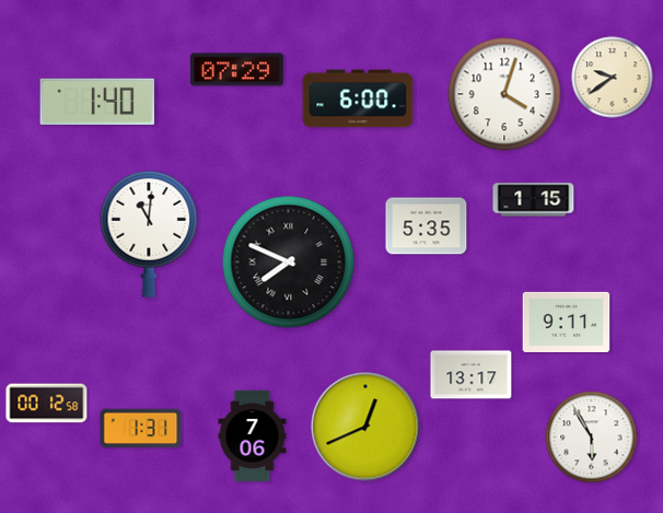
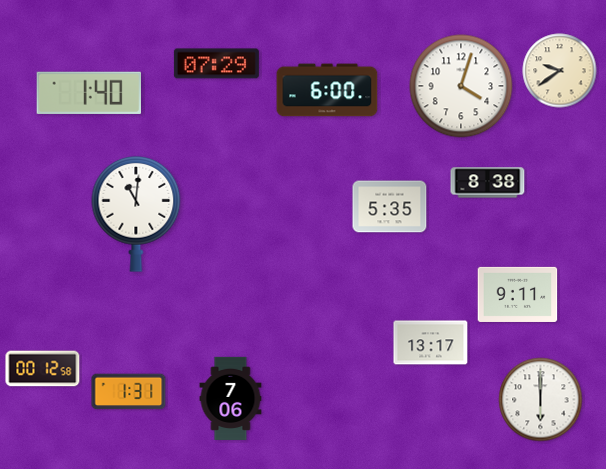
clock at (534, 200): 1:15 -> 8:38
clock at (289, 263): 7:49 -> none
clock at (365, 427): 12:41 -> none
clock at (592, 438): 5:55 -> 6:00
